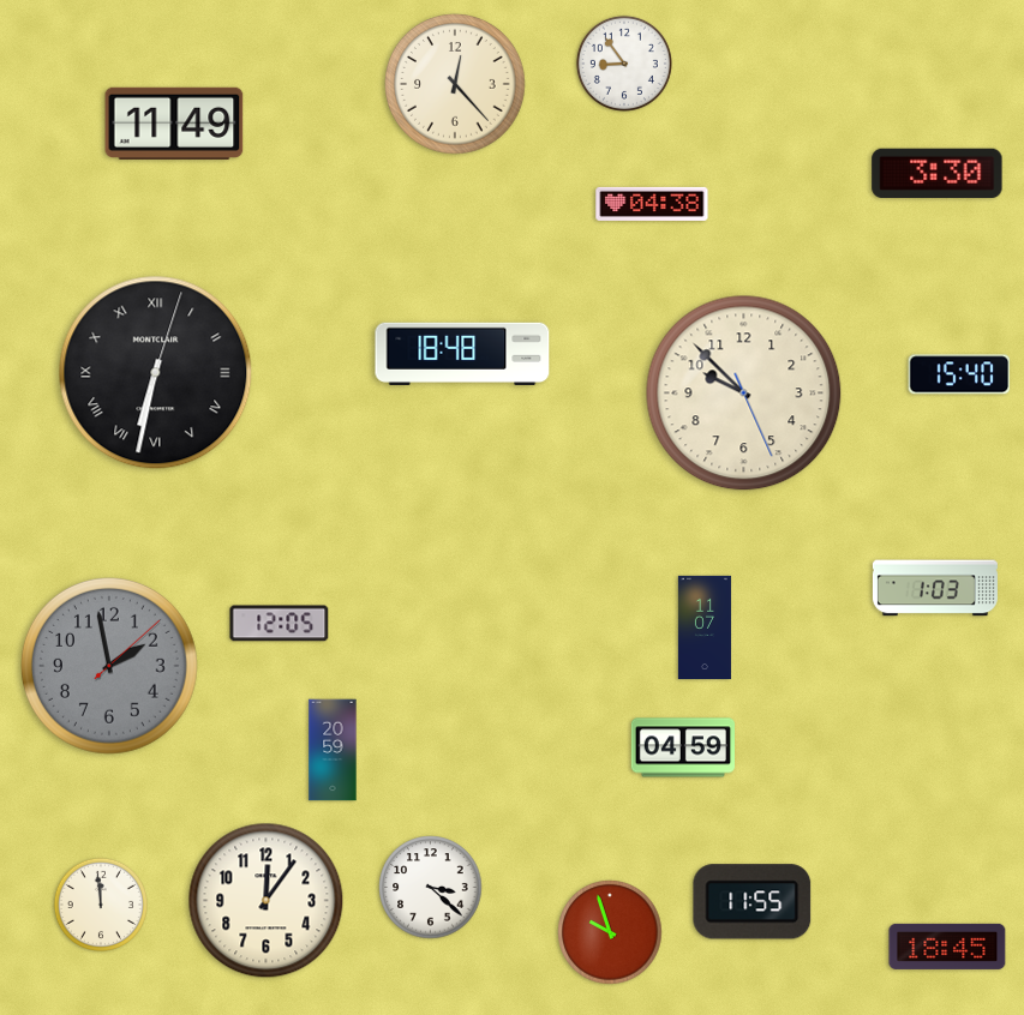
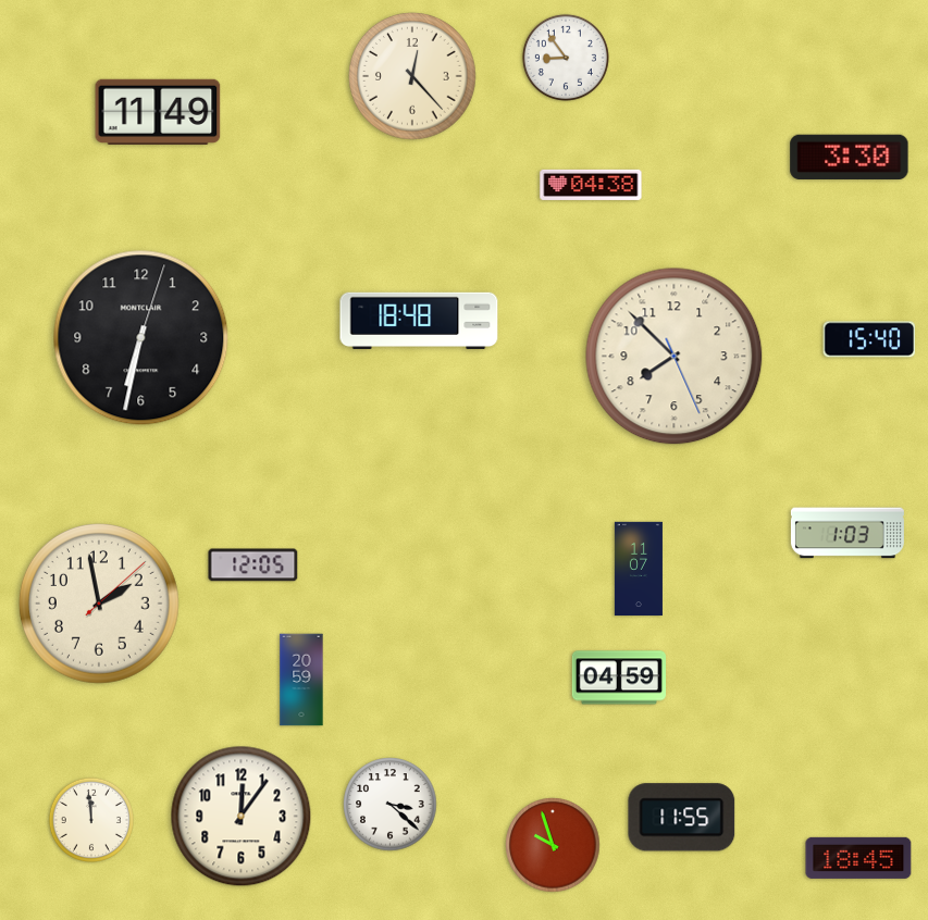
clock at (156, 373) numerals: Roman -> Arabic
clock at (744, 394): 9:52 -> 7:52
clock at (109, 666) dial: grey -> cream
